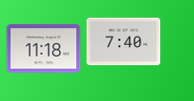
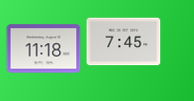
clock at (124, 42): 7:40 -> 7:45
